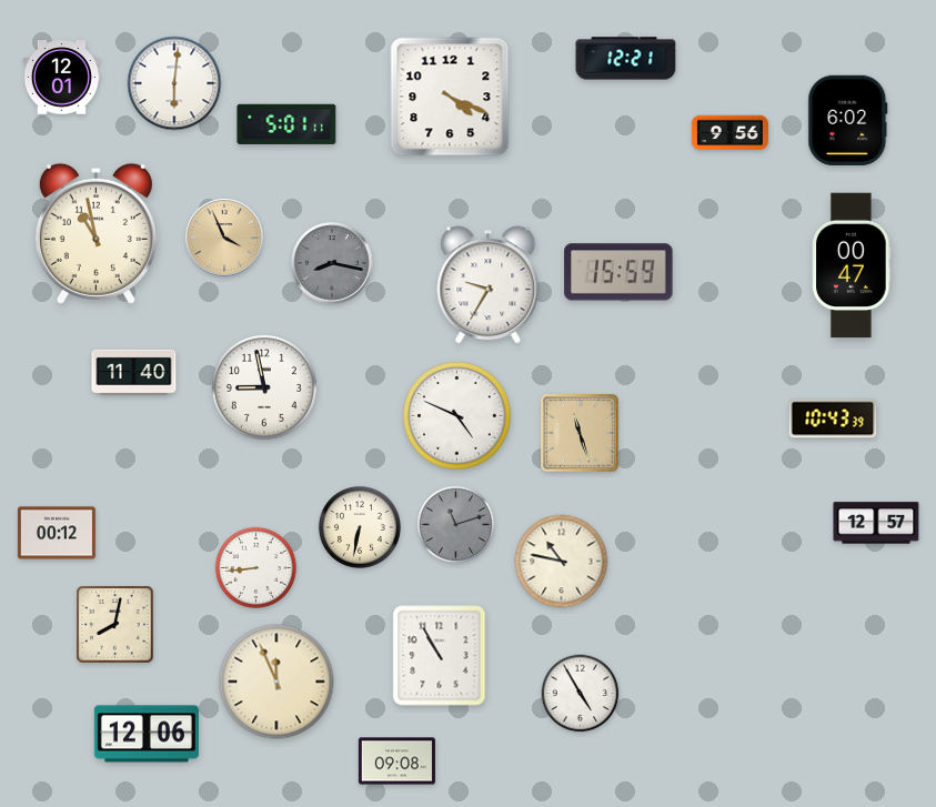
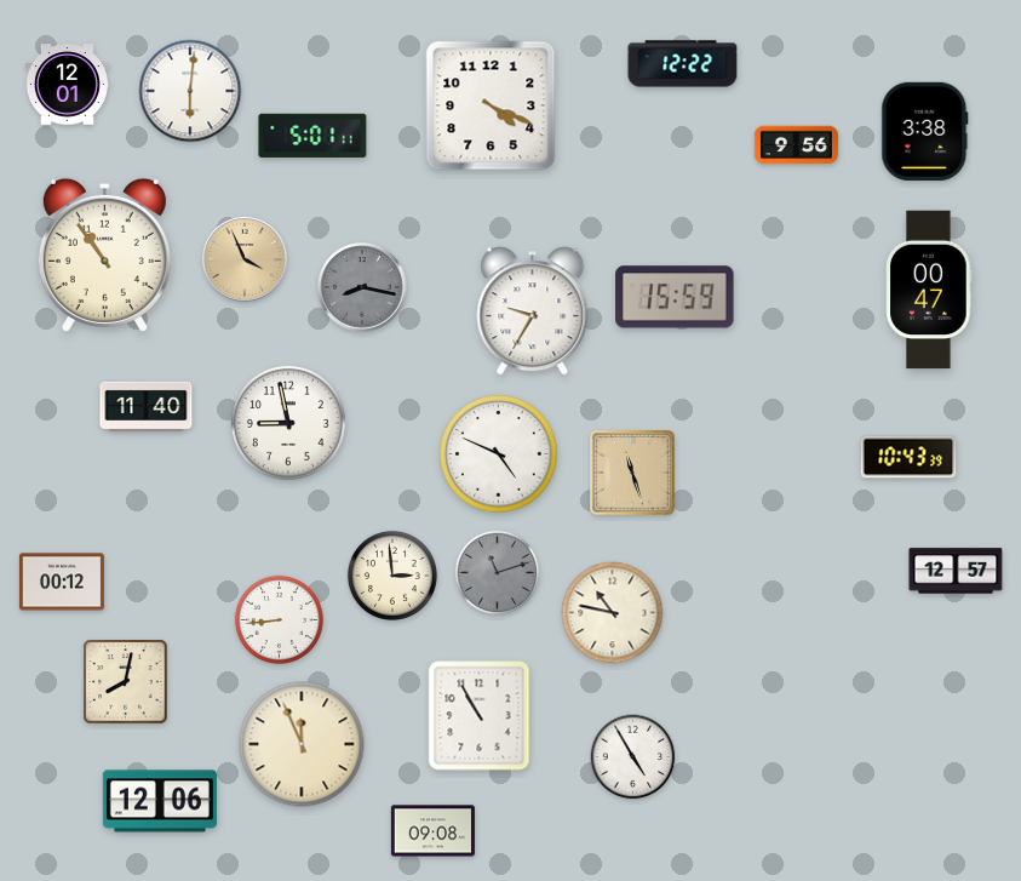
clock at (626, 59): 12:21 -> 12:22
clock at (848, 120): 6:02 -> 3:38
clock at (95, 233): 10:58 -> 10:54
clock at (360, 527): 6:32 -> 2:59
